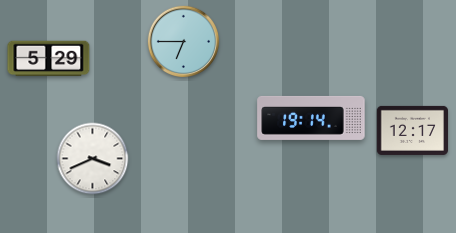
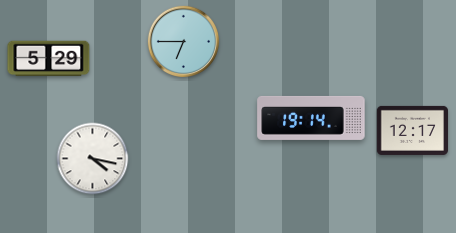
clock at (93, 159): 3:41 -> 4:17
